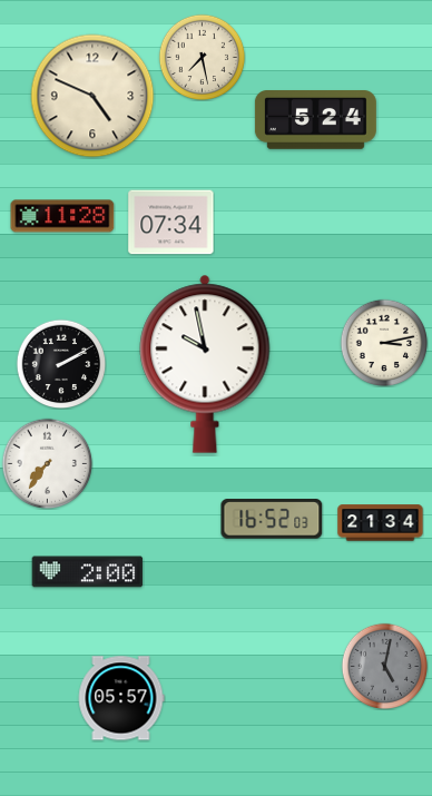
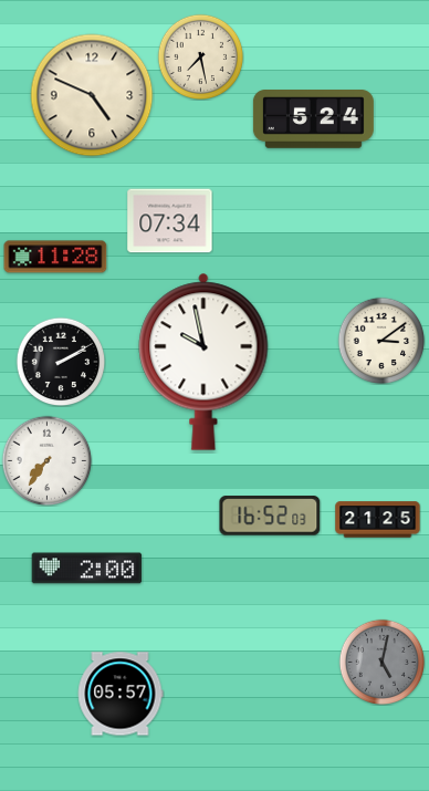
clock at (62, 216) position: (62, 216) -> (55, 257)
clock at (384, 343): 3:13 -> 3:09
clock at (381, 523): 21:34 -> 21:25
